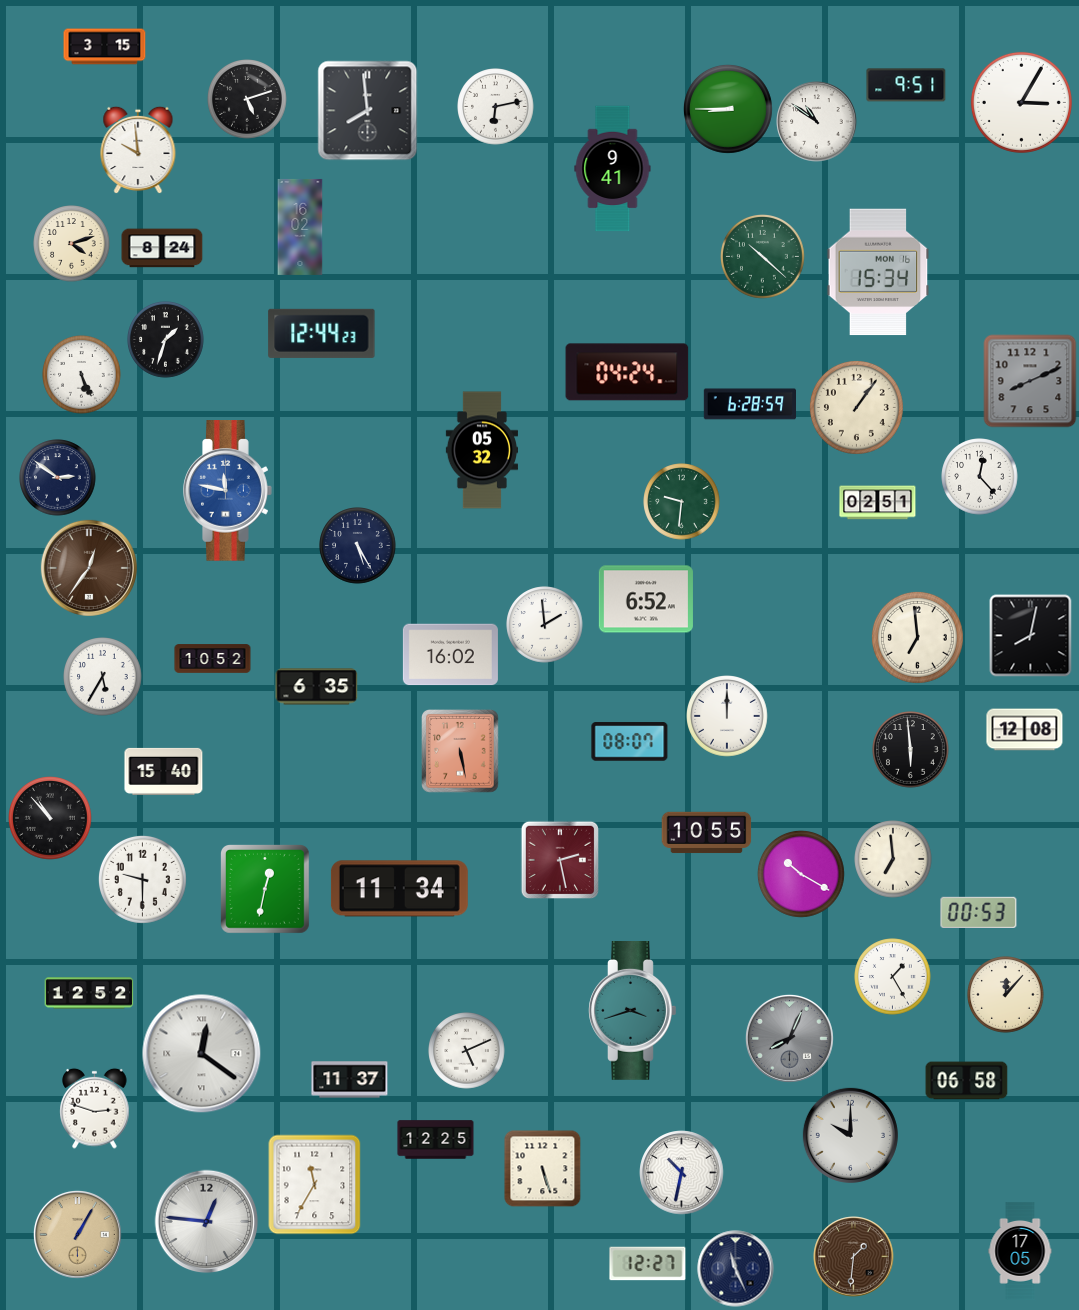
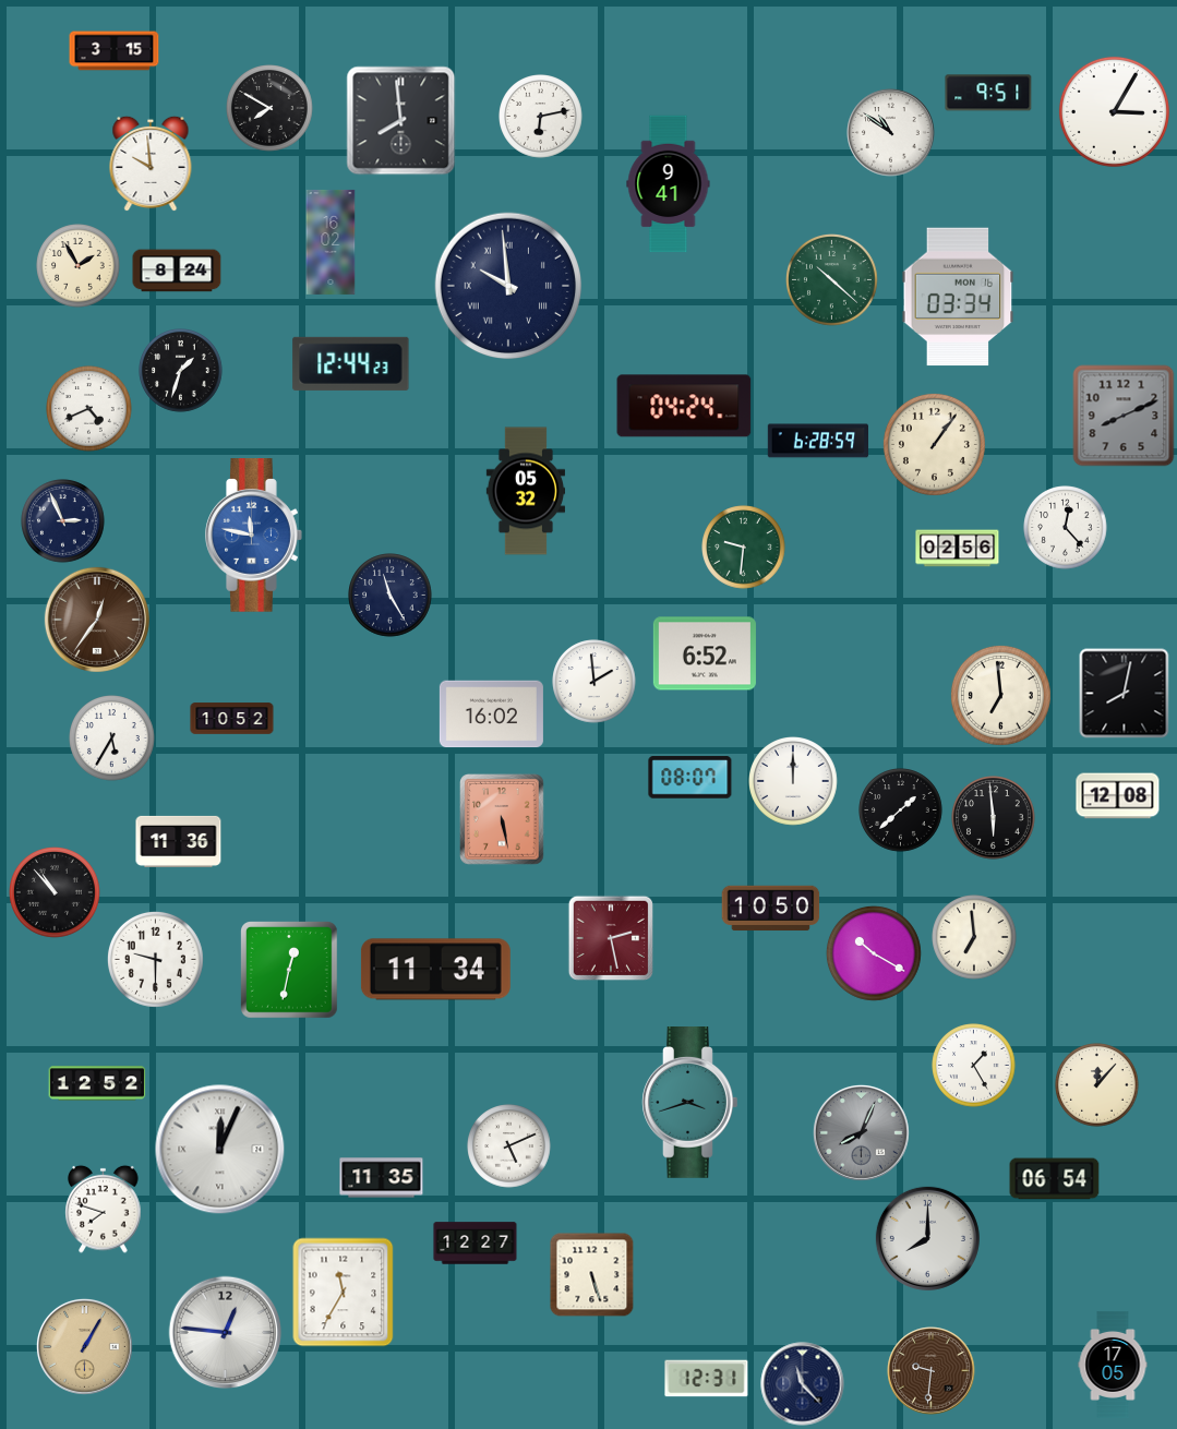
clock at (247, 99): 5:12 -> 7:50
clock at (728, 109): 8:45 -> none
clock at (300, 227) position: (300, 227) -> (331, 242)
clock at (72, 244): 4:12 -> 1:55
clock at (508, 286): none -> 9:59
clock at (878, 272): 15:34 -> 03:34
clock at (82, 375): 5:26 -> 4:41
clock at (980, 477) position: (980, 477) -> (1066, 528)
clock at (58, 478): 2:51 -> 2:56
clock at (228, 491) position: (228, 491) -> (254, 536)
clock at (878, 503): 02:51 -> 02:56
clock at (358, 546): 5:25 -> 11:25
clock at (317, 687): 6:35 -> none
clock at (630, 742) position: (630, 742) -> (690, 778)
clock at (901, 810): none -> 1:38
clock at (164, 771): 15:40 -> 11:36
clock at (707, 833): 10:55 -> 10:50
clock at (979, 913): 00:53 -> none
clock at (202, 1054): 12:21 -> 12:04
clock at (350, 1080): 11:37 -> 11:35
clock at (967, 1081): 06:58 -> 06:54
clock at (95, 1108): 2:48 -> 7:48
clock at (850, 1135): 10:00 -> 8:00
clock at (436, 1140): 12:25 -> 12:27
clock at (682, 1173): 10:32 -> none
clock at (854, 1257): 1:31 -> 9:31
clock at (648, 1264): 12:27 -> 12:31
clock at (736, 1269): 11:26 -> 11:23
